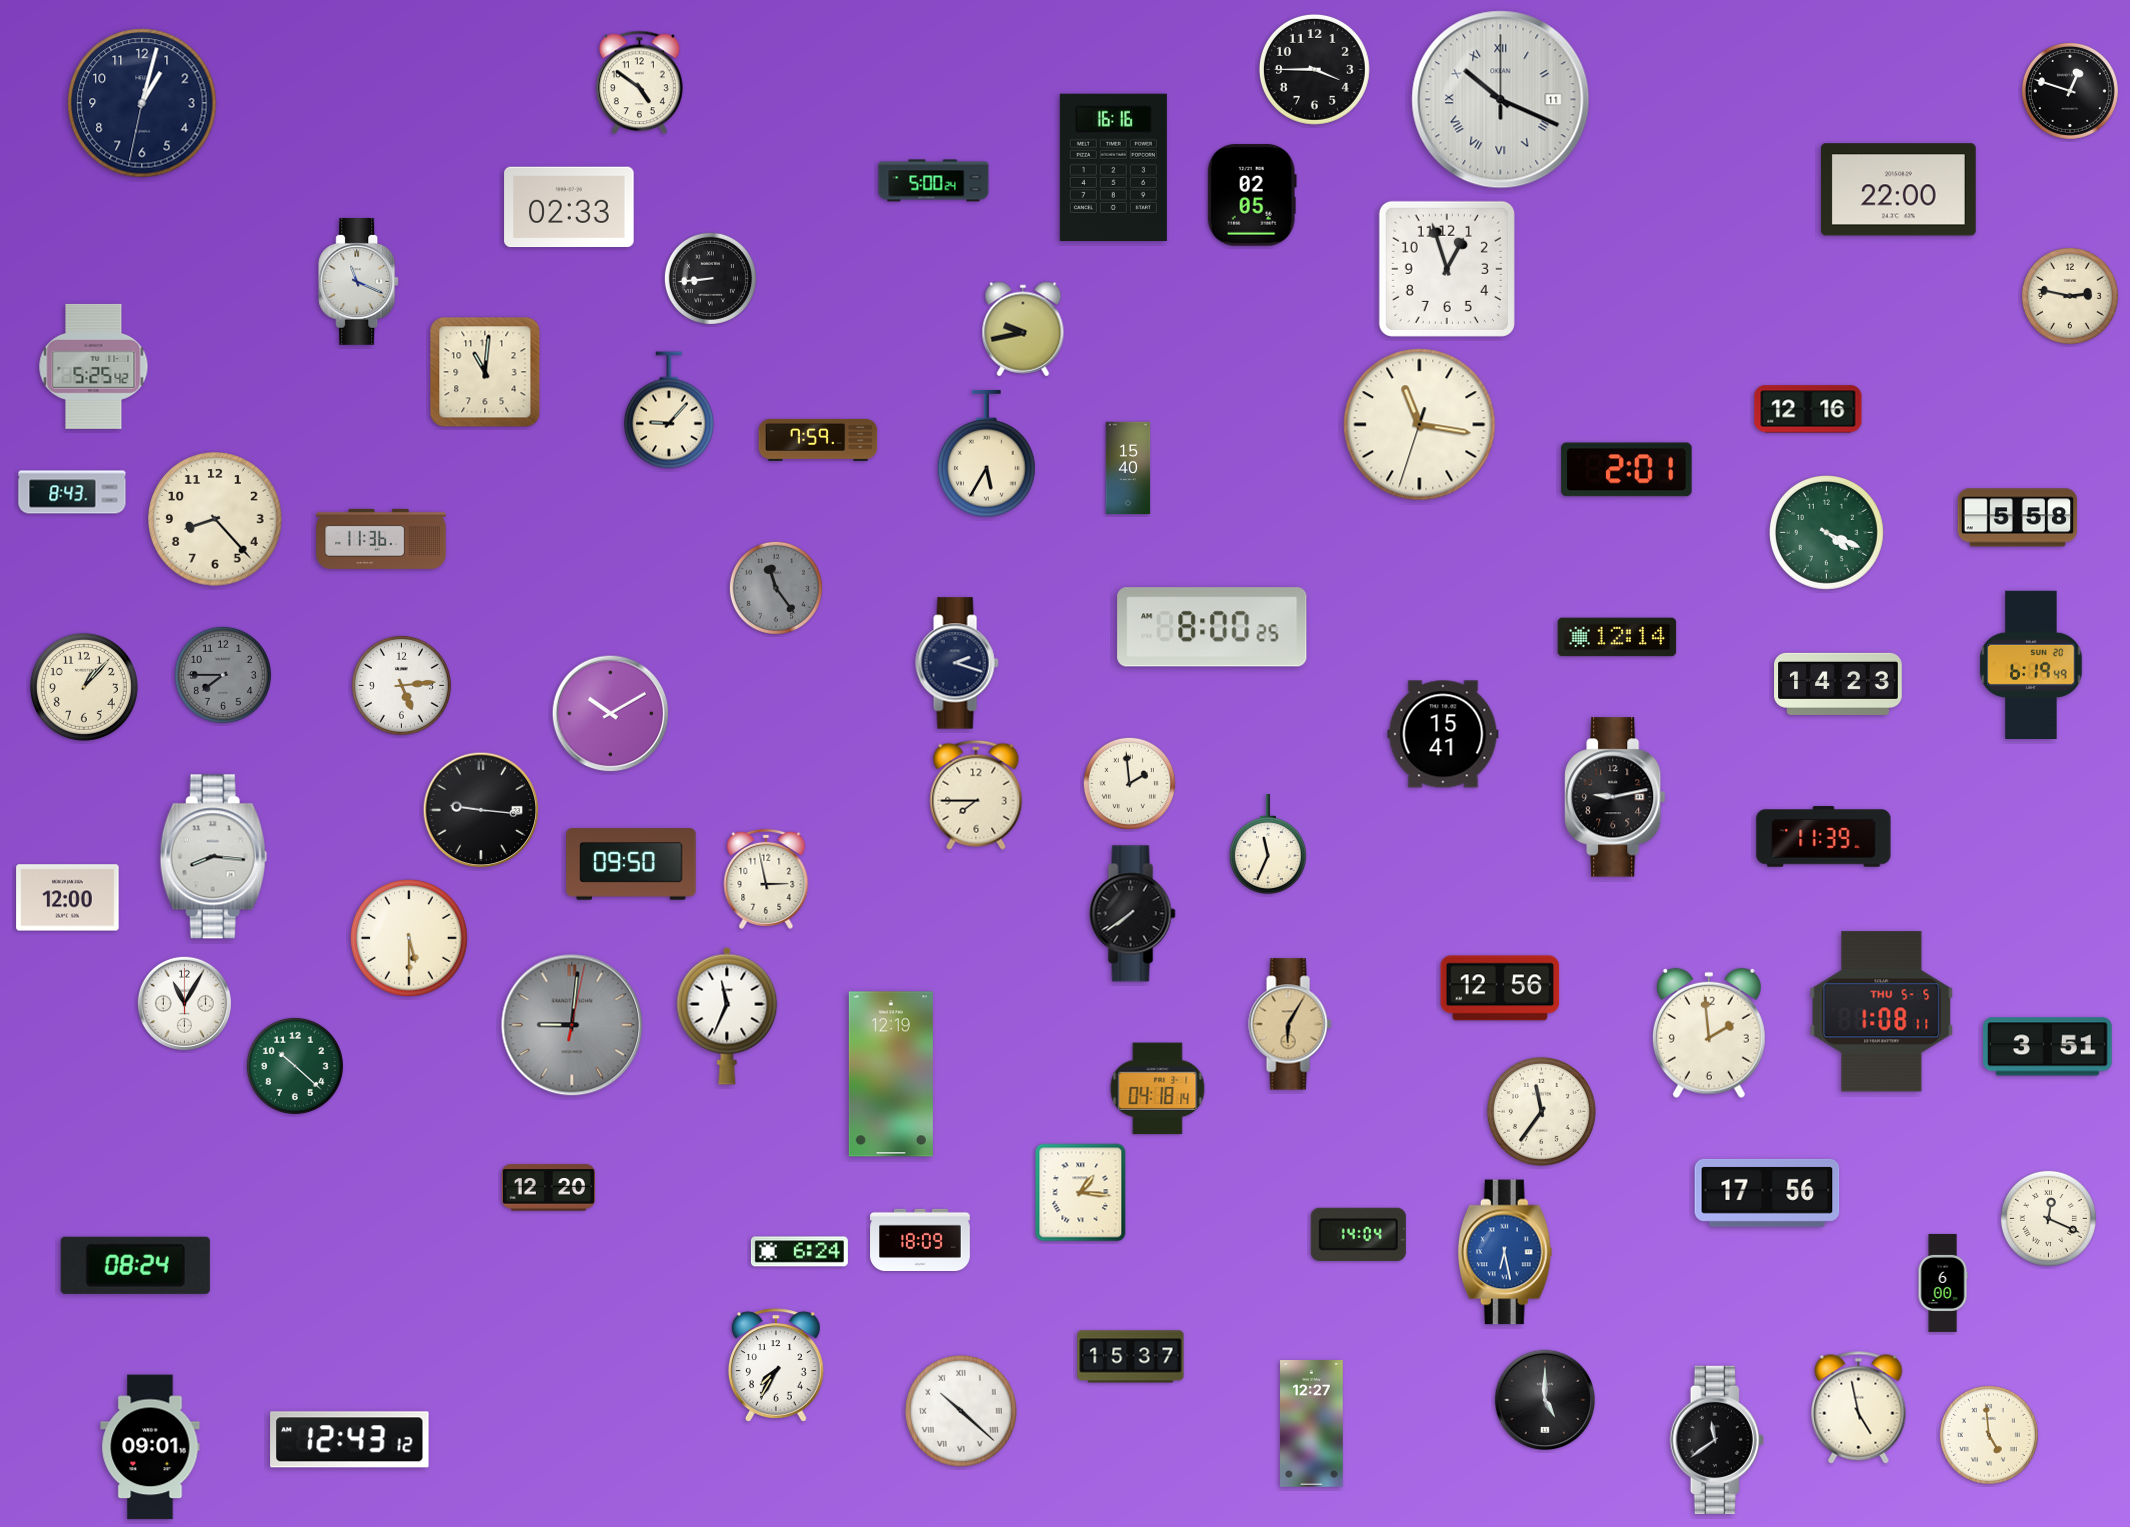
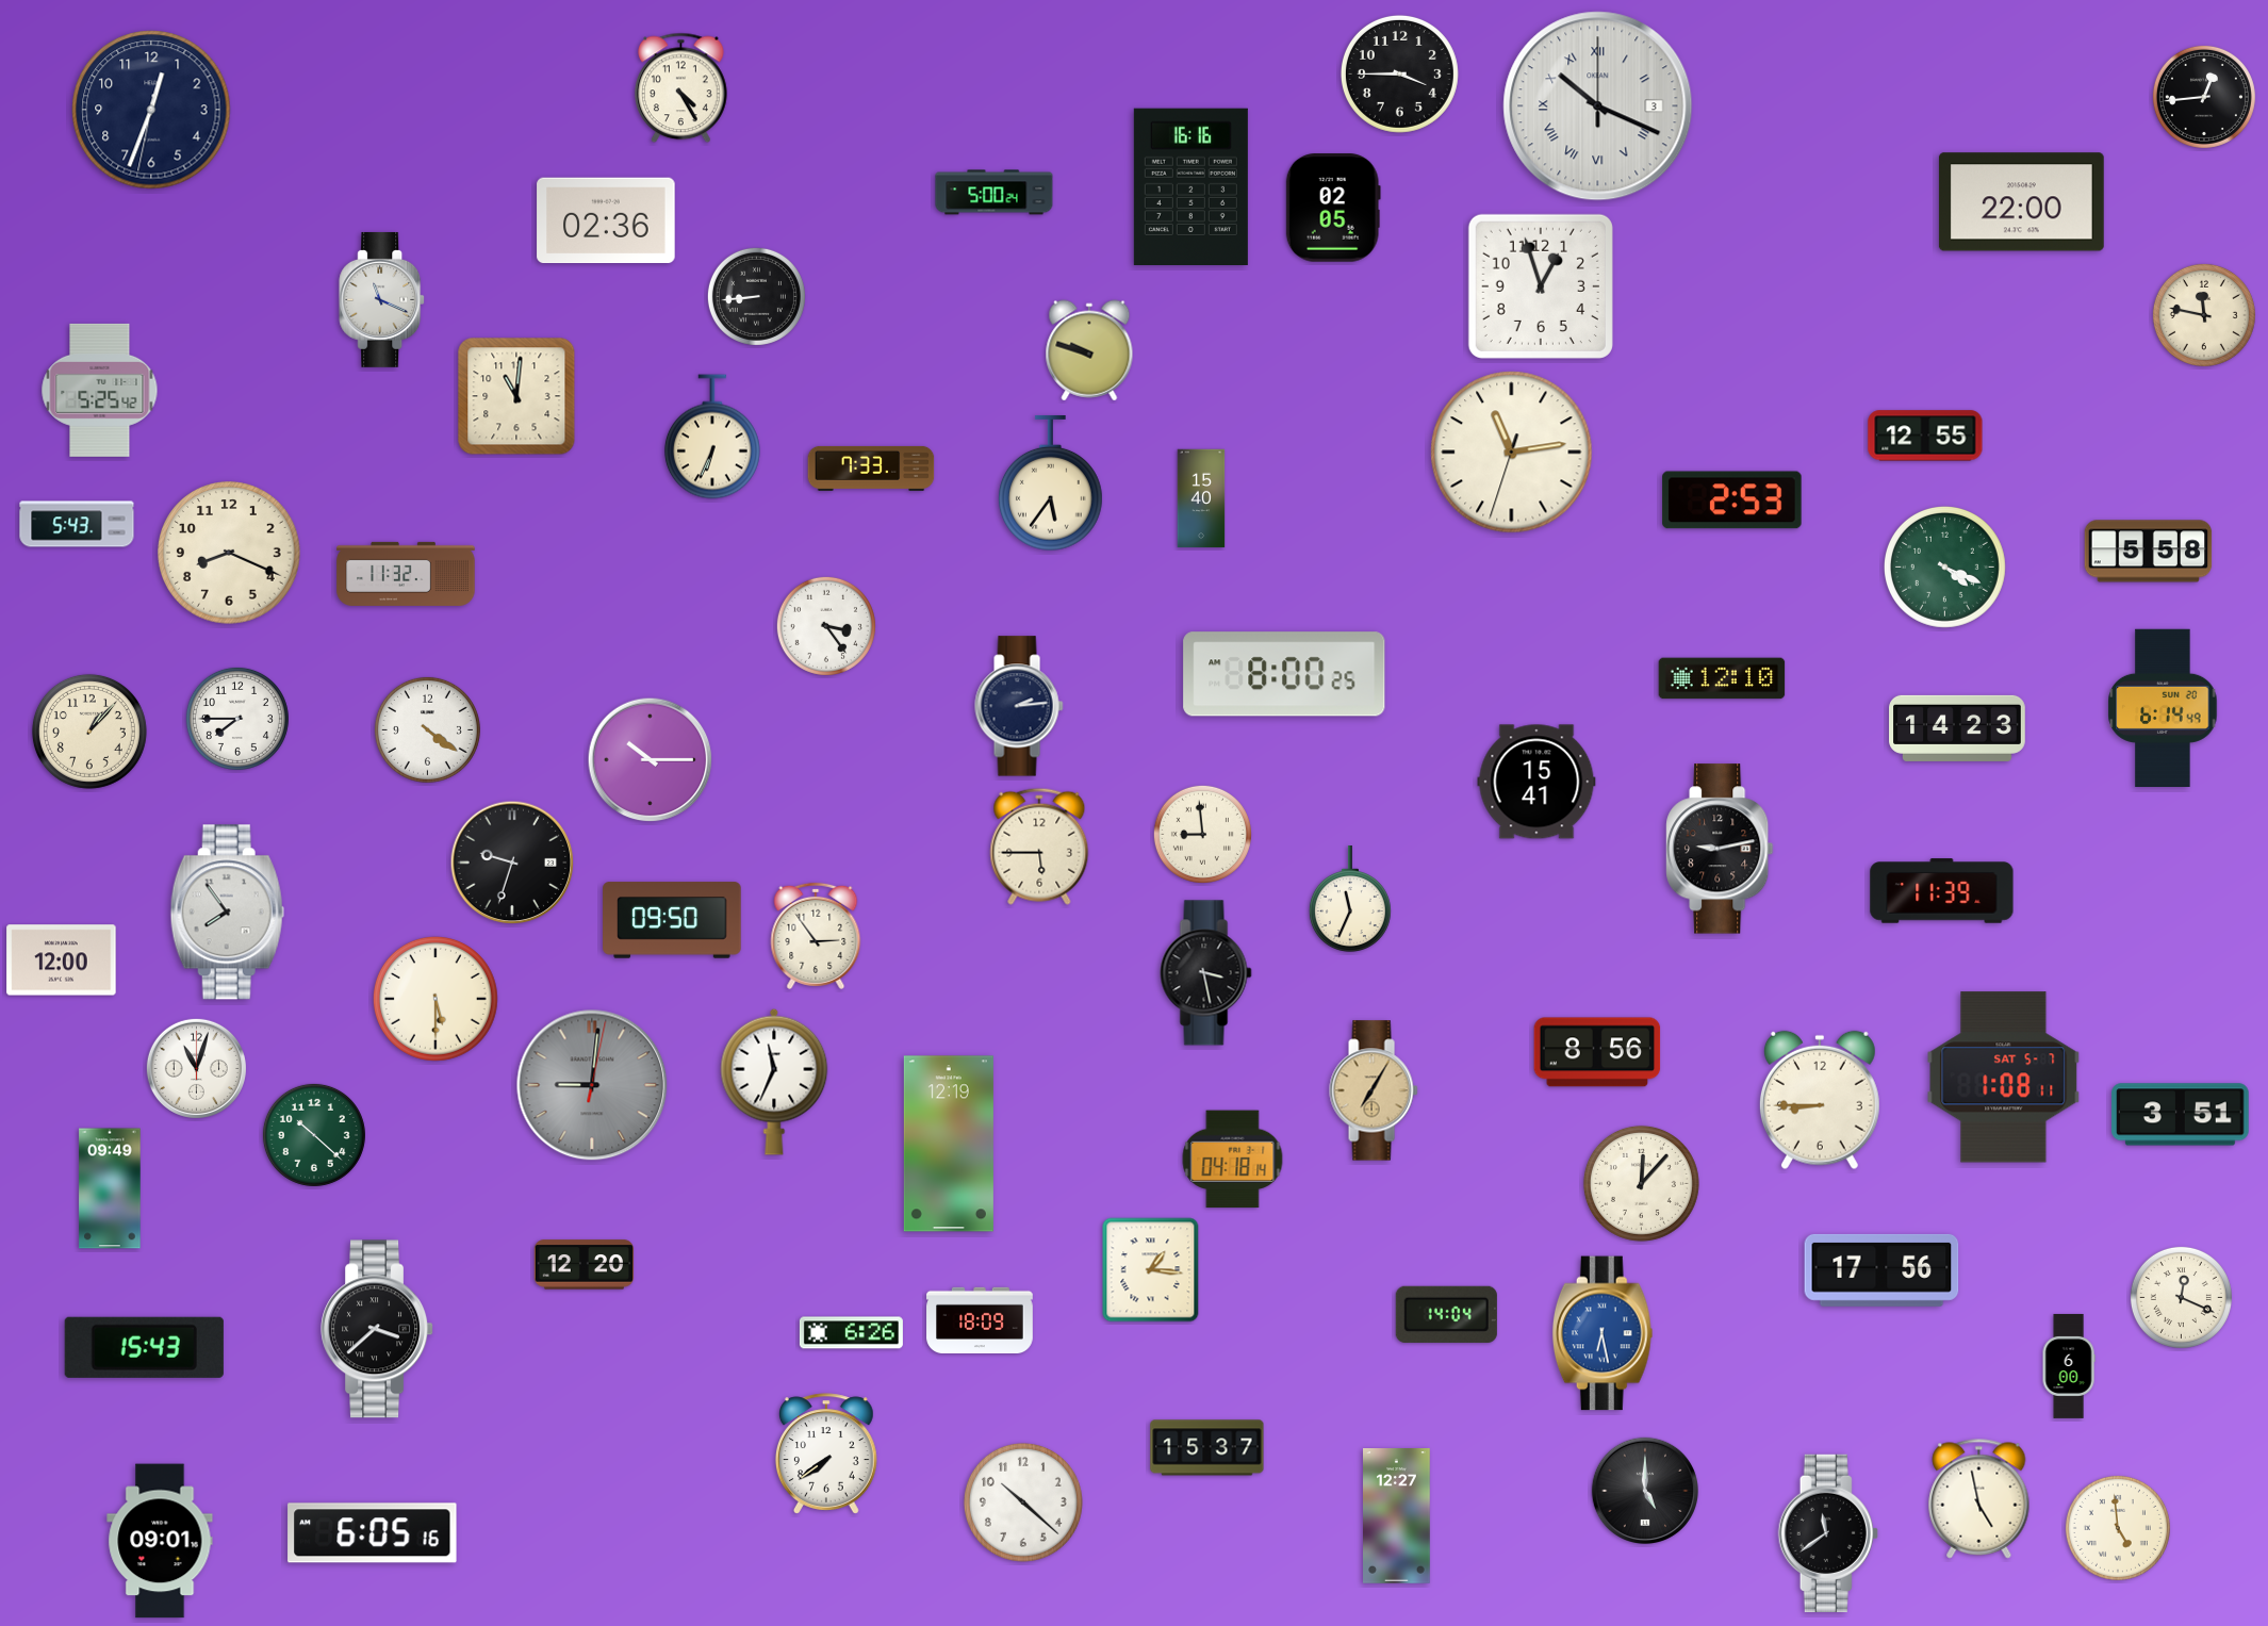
clock at (640, 83): 4:51 -> 4:25
clock at (2070, 91): 12:48 -> 12:44
clock at (1501, 100) date: 11 -> 3
clock at (142, 103): 1:02 -> 12:33
clock at (1113, 167) position: (1113, 167) -> (1190, 186)
clock at (569, 207): 02:33 -> 02:36
clock at (2070, 296): 2:47 -> 11:47
clock at (1023, 329): 9:43 -> 9:48
clock at (1808, 409): 12:16 -> 12:55
clock at (669, 410): 9:07 -> 6:34
clock at (1420, 425): 11:16 -> 11:13
clock at (818, 440): 7:59 -> 7:33
clock at (986, 454): 5:35 -> 5:36
clock at (1627, 470): 2:01 -> 2:53
clock at (72, 492): 8:43 -> 5:43
clock at (215, 519): 8:23 -> 8:19
clock at (381, 539): 11:36 -> 11:32
clock at (776, 588): 11:24 -> 3:24
clock at (776, 588) dial: grey -> white
clock at (1212, 627) position: (1212, 627) -> (1284, 674)
clock at (1617, 637): 12:14 -> 12:10
clock at (957, 663): 2:18 -> 2:14
clock at (2031, 664): 6:19 -> 6:14
clock at (223, 675) dial: grey -> white
clock at (401, 685): 5:14 -> 4:21
clock at (611, 714): 10:10 -> 10:15
clock at (1129, 783): 1:59 -> 8:59
clock at (976, 795): 7:45 -> 5:45
clock at (481, 810): 9:16 -> 9:33
clock at (213, 857): 8:16 -> 7:54
clock at (766, 879): 2:58 -> 2:54
clock at (68, 898) position: (68, 898) -> (62, 960)
clock at (1133, 914): 7:39 -> 3:28
clock at (1500, 988): 12:56 -> 8:56
clock at (184, 1003): 11:05 -> 11:03
clock at (1882, 1012) date: THU 5-5 -> SAT 5-7
clock at (1290, 1024): 6:05 -> 7:05
clock at (572, 1025) position: (572, 1025) -> (592, 1085)
clock at (1709, 1033): 1:59 -> 8:45
clock at (1541, 1111): 11:36 -> 12:07
clock at (110, 1188): none -> 09:49
clock at (378, 1329): none -> 3:38
clock at (799, 1252): 6:24 -> 6:26
clock at (135, 1265): 08:24 -> 15:43
clock at (1131, 1357) position: (1131, 1357) -> (1207, 1448)
clock at (776, 1365): 7:35 -> 7:39
clock at (961, 1411) numerals: Roman -> Arabic
clock at (350, 1440): 12:43 -> 6:05
